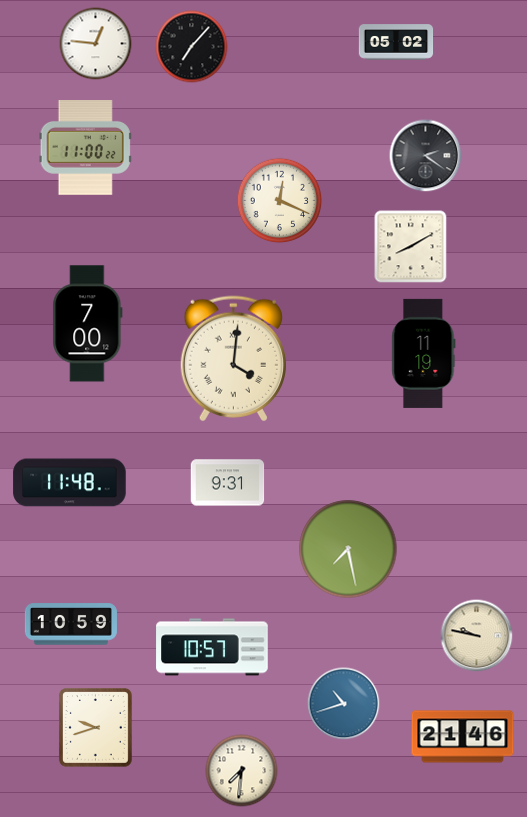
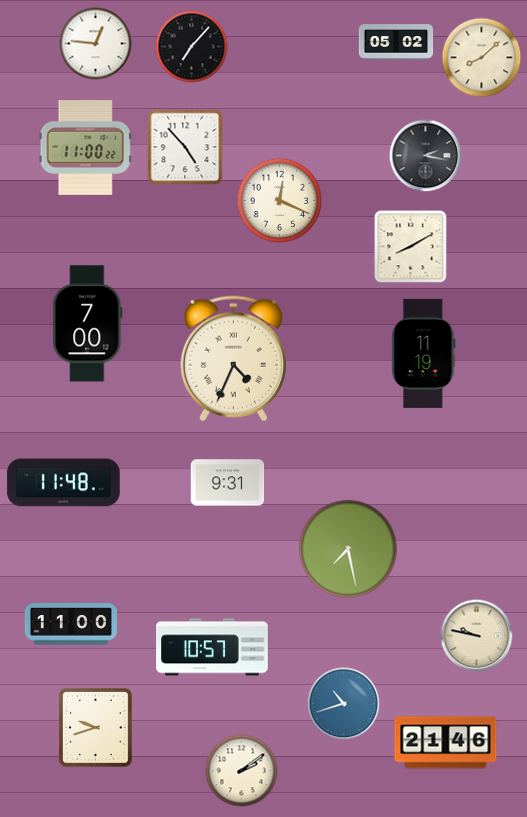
clock at (482, 58): none -> 8:08
clock at (185, 147): none -> 4:53
clock at (426, 156): 2:21 -> 2:17
clock at (233, 359): 4:01 -> 4:34
clock at (70, 483) position: (70, 483) -> (64, 483)
clock at (71, 624): 10:59 -> 11:00
clock at (463, 737) position: (463, 737) -> (446, 743)
clock at (242, 771): 7:31 -> 2:09
